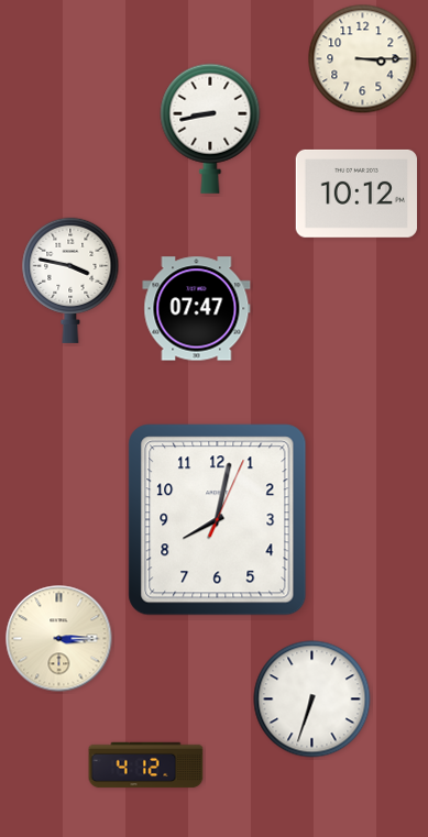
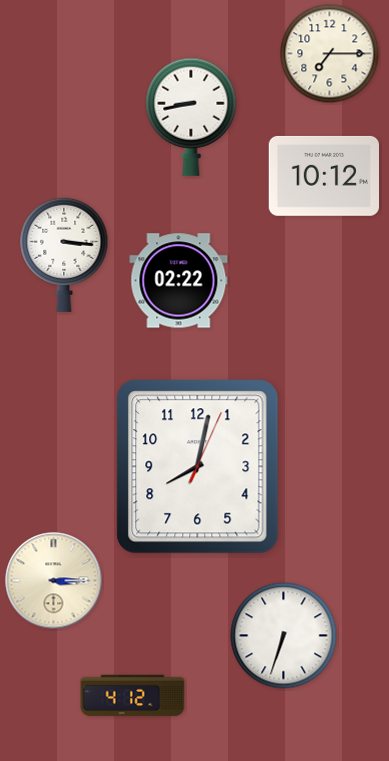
clock at (363, 59): 3:15 -> 7:15
clock at (70, 280): 3:47 -> 3:16
clock at (197, 309): 07:47 -> 02:22
clock at (218, 520) position: (218, 520) -> (198, 467)
